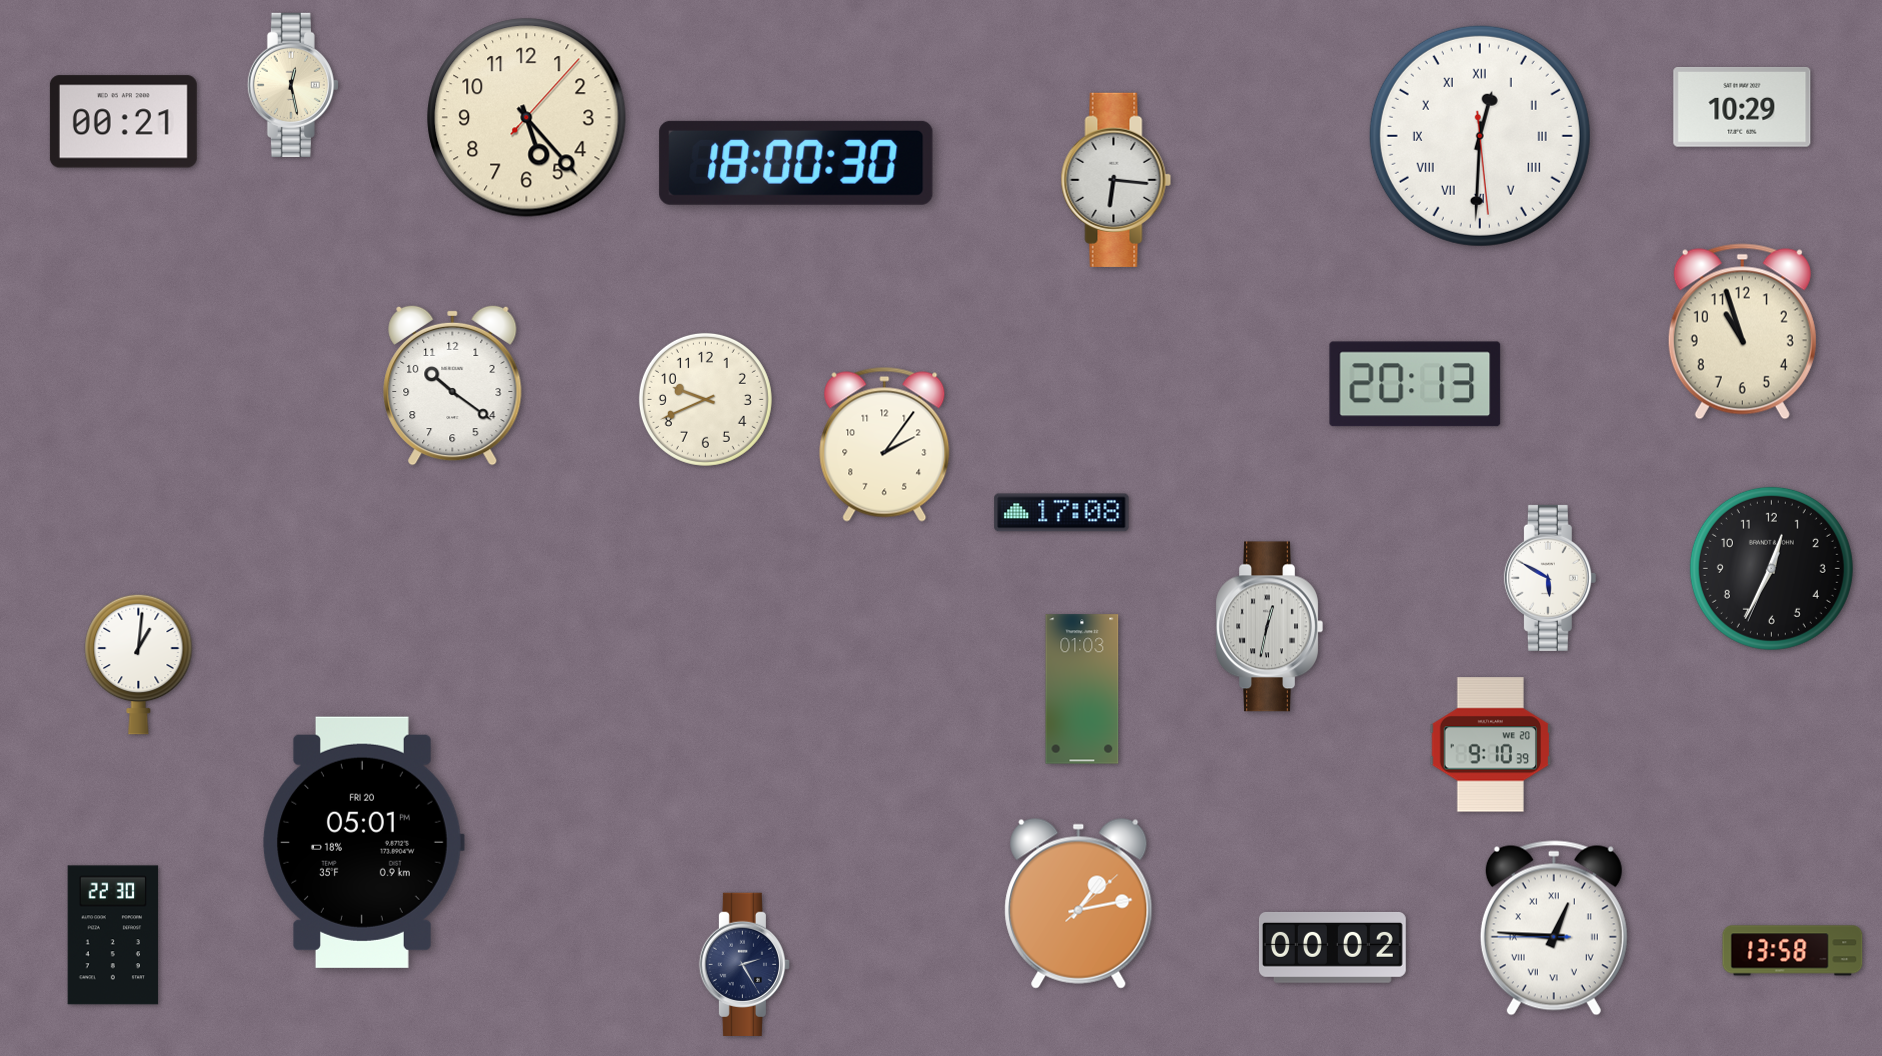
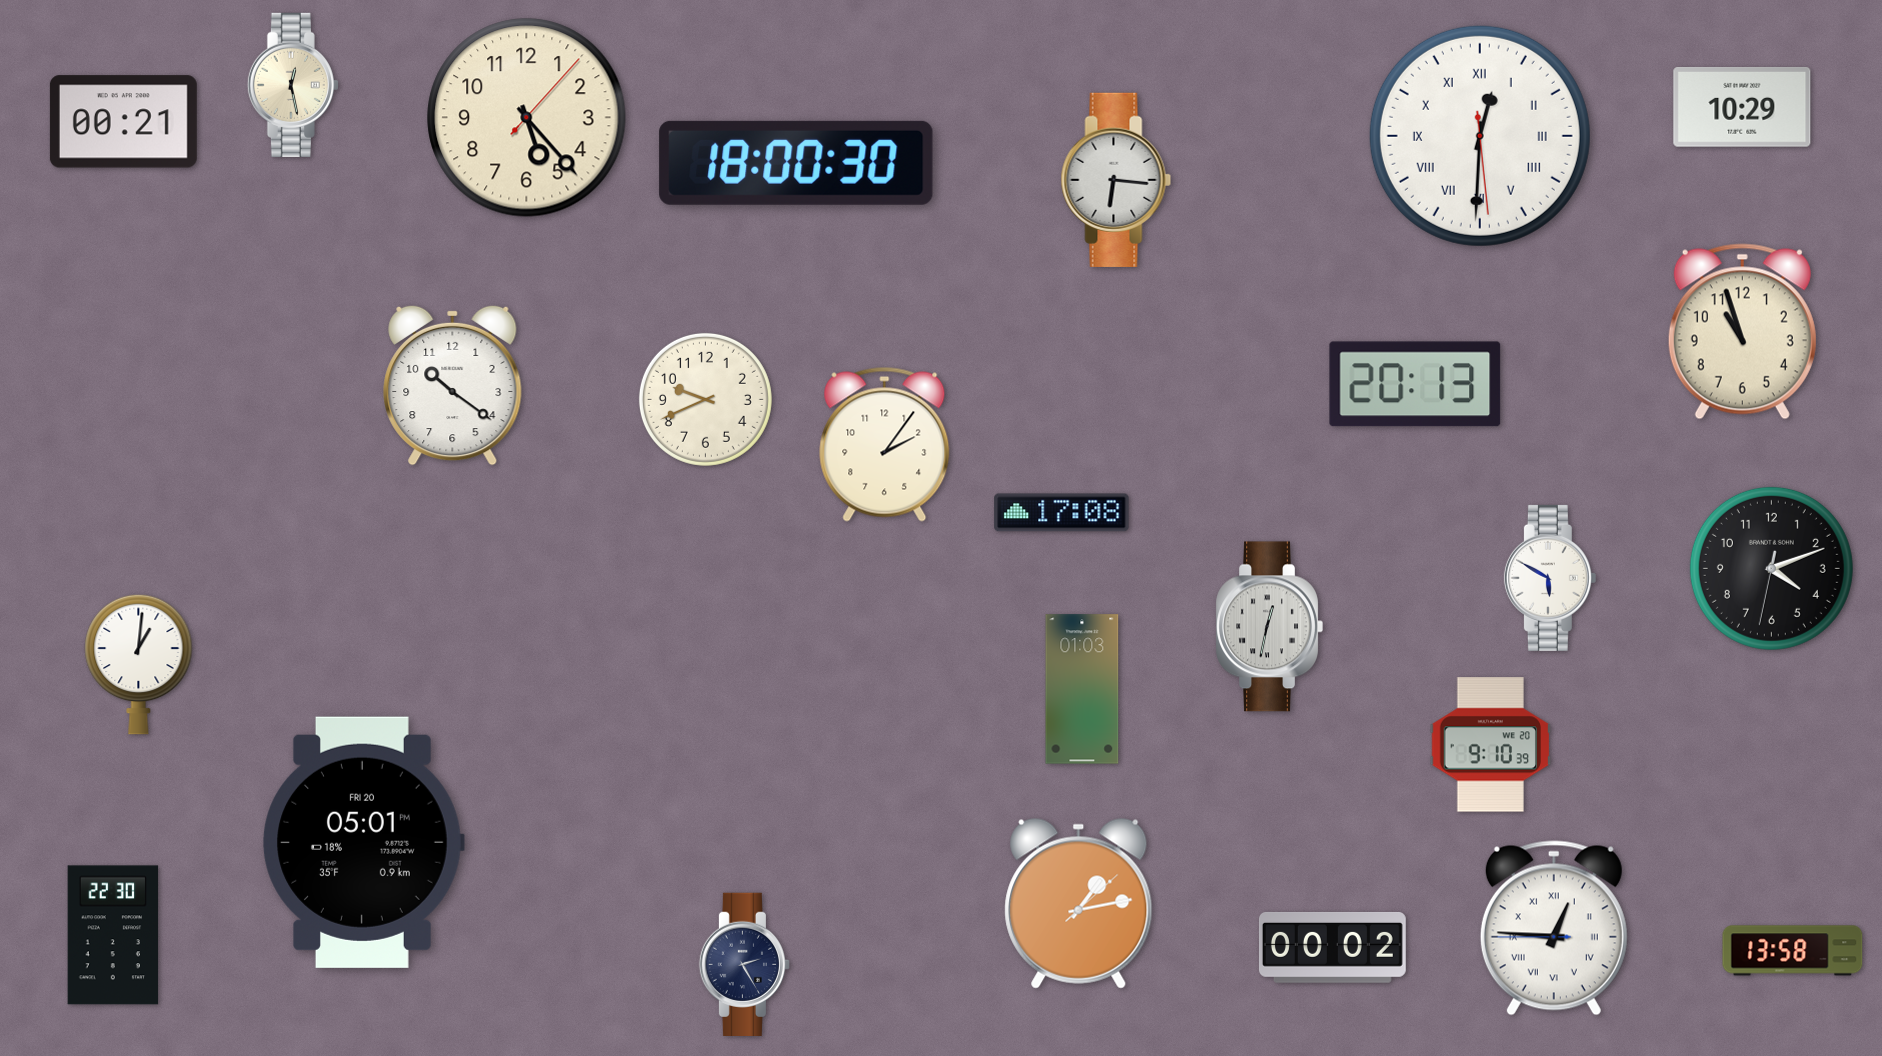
clock at (1771, 568): 12:34 -> 4:11
